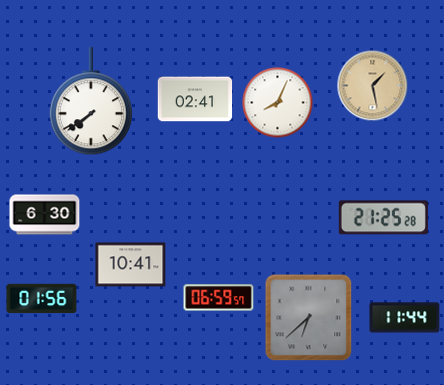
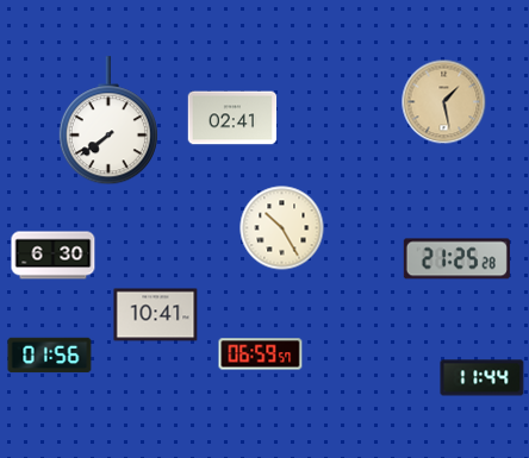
clock at (278, 103): 8:04 -> none
clock at (282, 228): none -> 10:25
clock at (309, 318): 6:38 -> none
